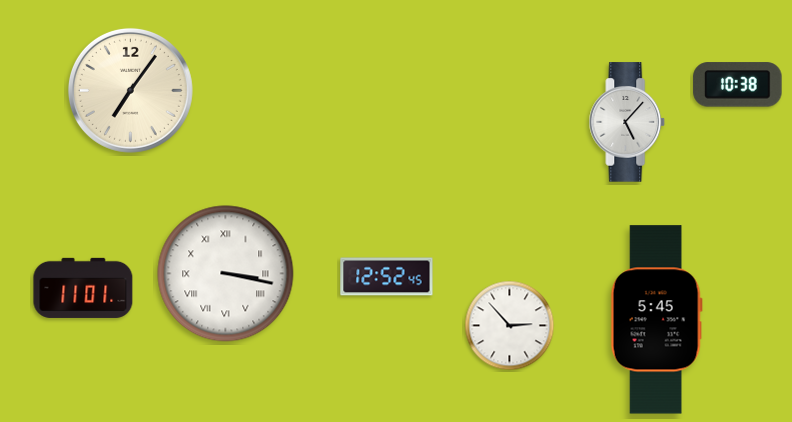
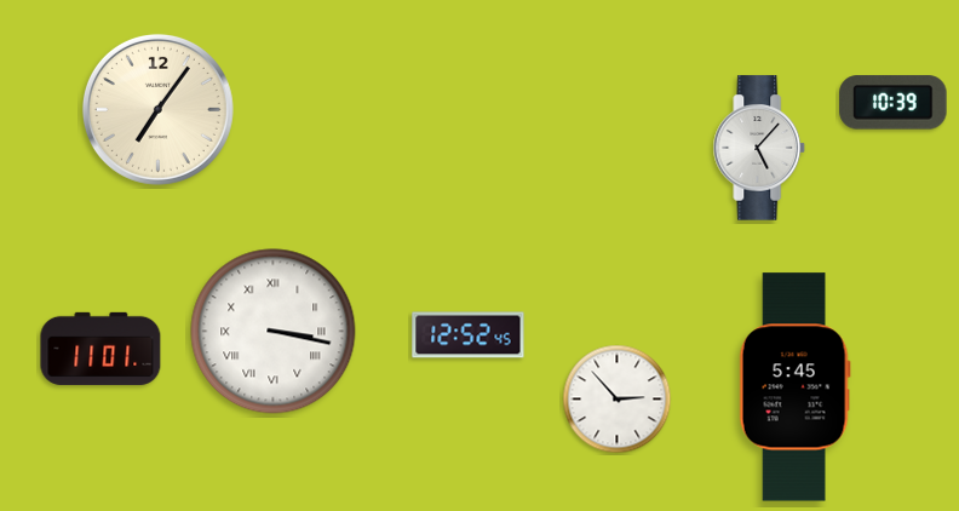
clock at (738, 85): 10:38 -> 10:39
clock at (510, 326) position: (510, 326) -> (618, 400)
